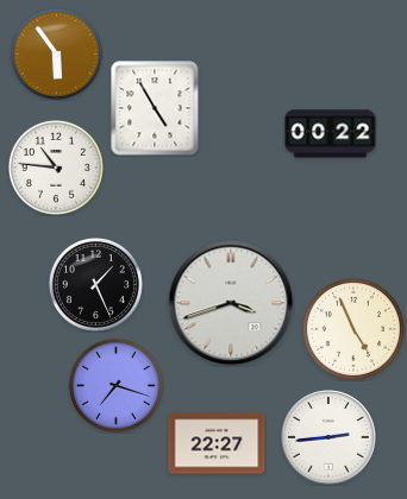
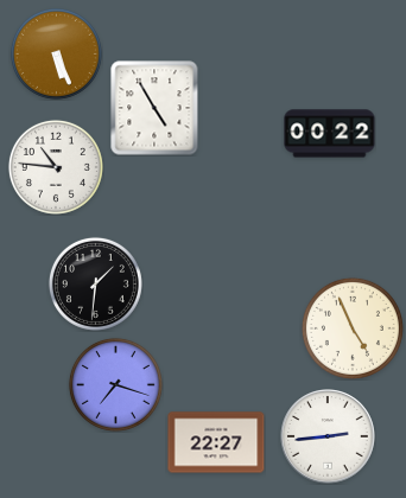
clock at (56, 53): 5:54 -> 5:26
clock at (95, 284): 1:26 -> 1:31
clock at (231, 303): 3:42 -> none
